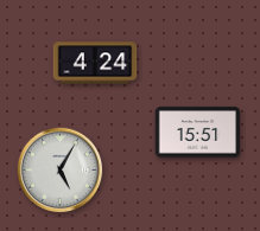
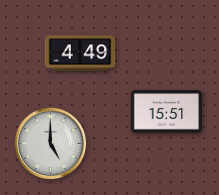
clock at (95, 63): 4:24 -> 4:49
clock at (61, 171): 5:05 -> 5:00
